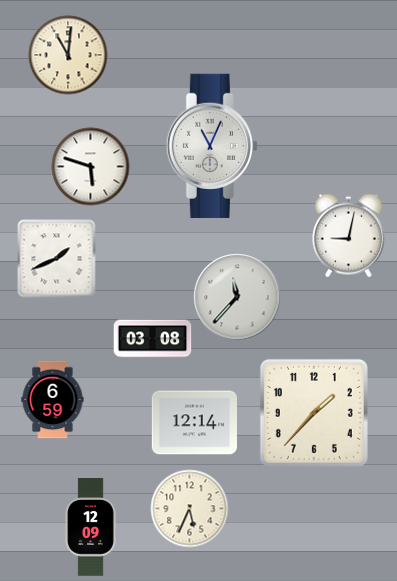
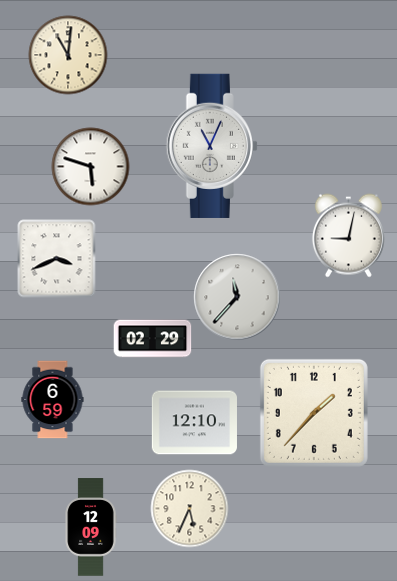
clock at (56, 258): 1:41 -> 3:41
clock at (152, 339): 03:08 -> 02:29
clock at (194, 423): 12:14 -> 12:10
